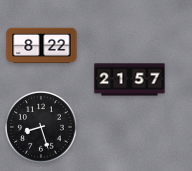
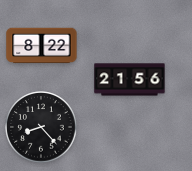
clock at (130, 80): 21:57 -> 21:56
clock at (41, 127): 8:27 -> 8:23
